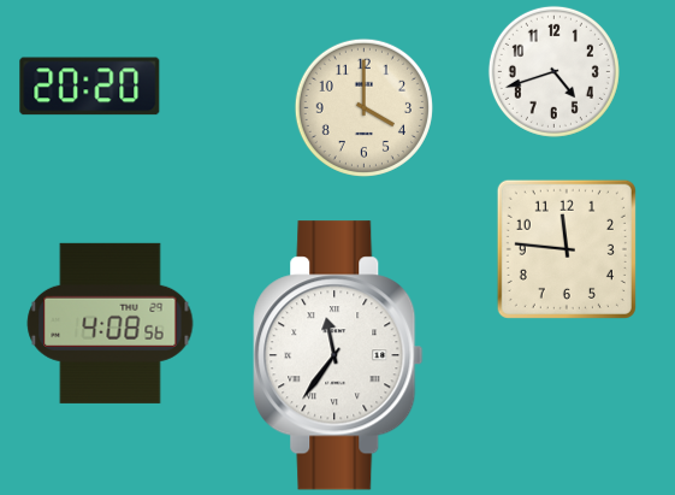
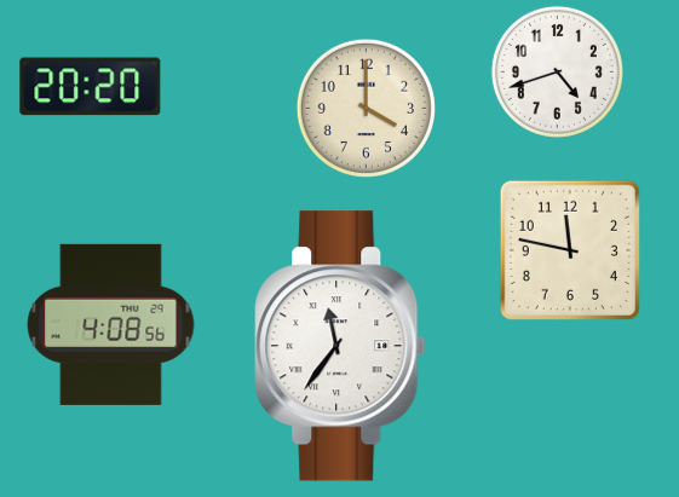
clock at (567, 249): 11:46 -> 11:47
clock at (338, 355) position: (338, 355) -> (340, 346)
